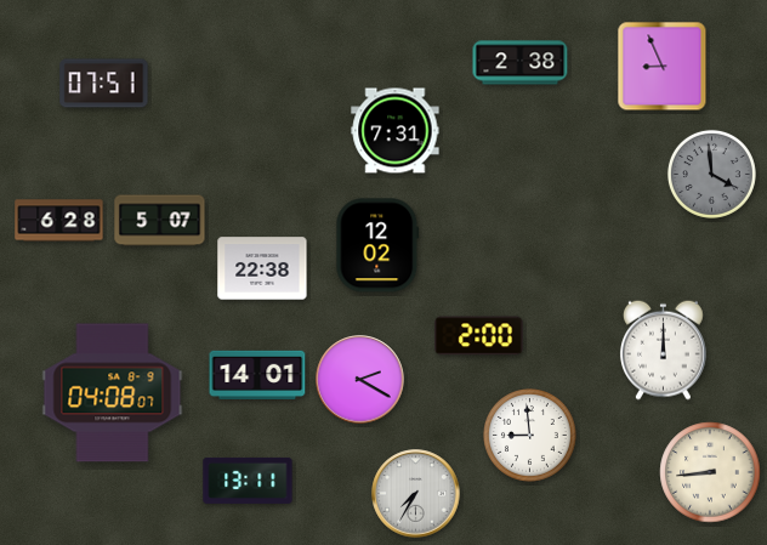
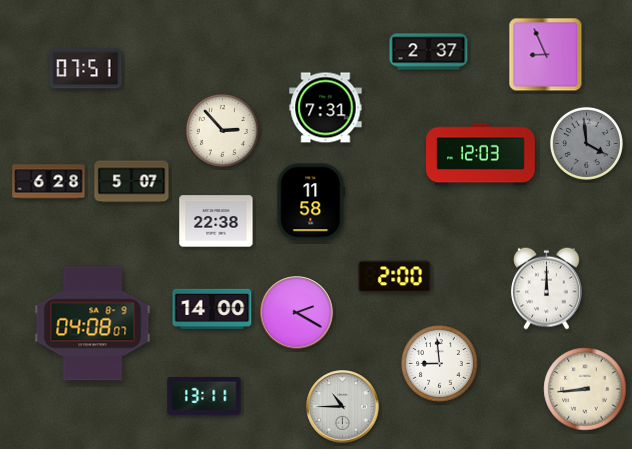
clock at (521, 63): 2:38 -> 2:37
clock at (222, 130): none -> 2:53
clock at (481, 155): none -> 12:03
clock at (377, 245): 12:02 -> 11:58
clock at (257, 375): 14:01 -> 14:00
clock at (530, 436) position: (530, 436) -> (440, 364)
clock at (416, 494): 7:35 -> 10:45
